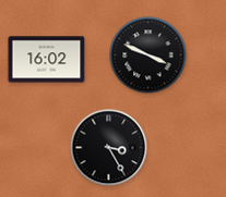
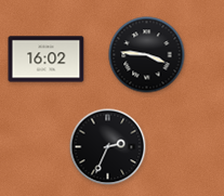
clock at (148, 56): 3:49 -> 3:46
clock at (109, 148): 3:25 -> 2:34
